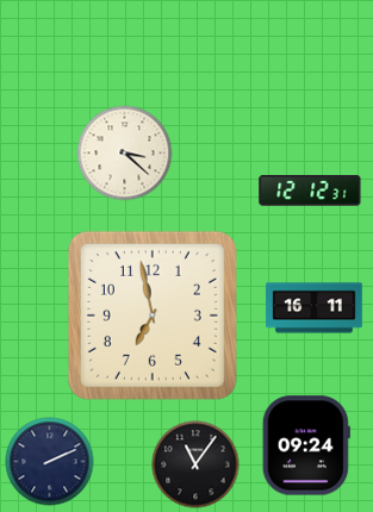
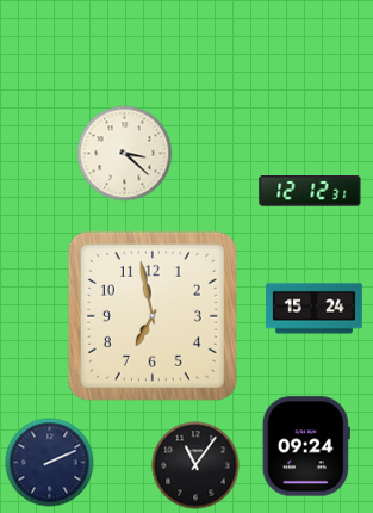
clock at (315, 308): 16:11 -> 15:24
